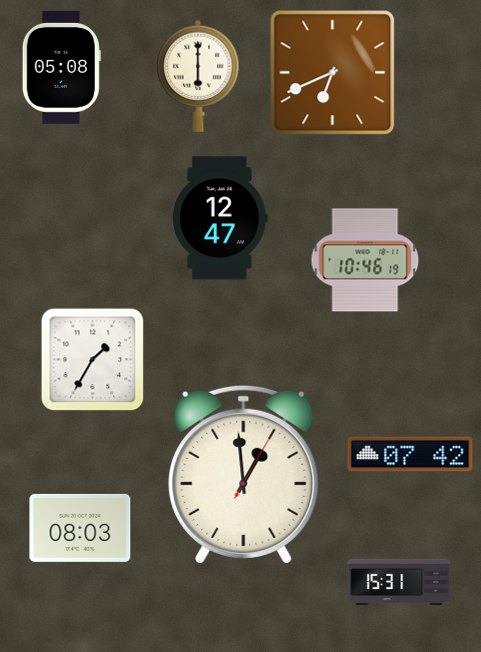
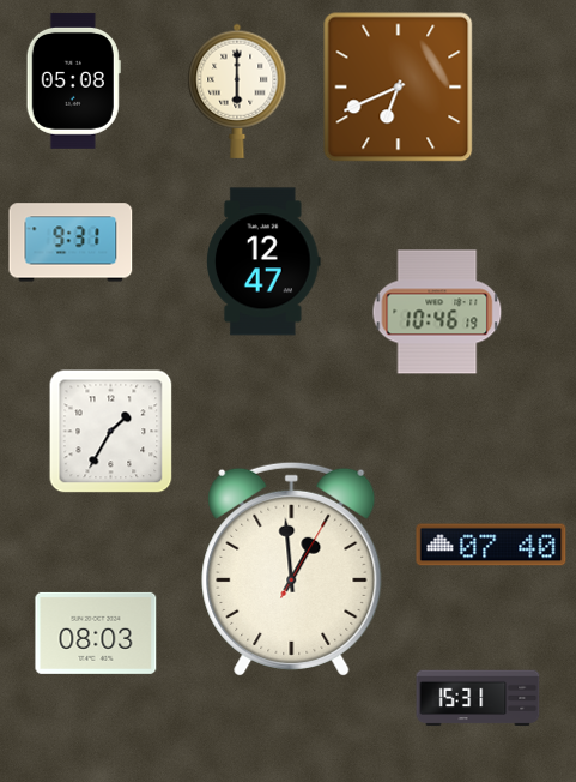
clock at (71, 242): none -> 9:31
clock at (410, 454): 07:42 -> 07:40
